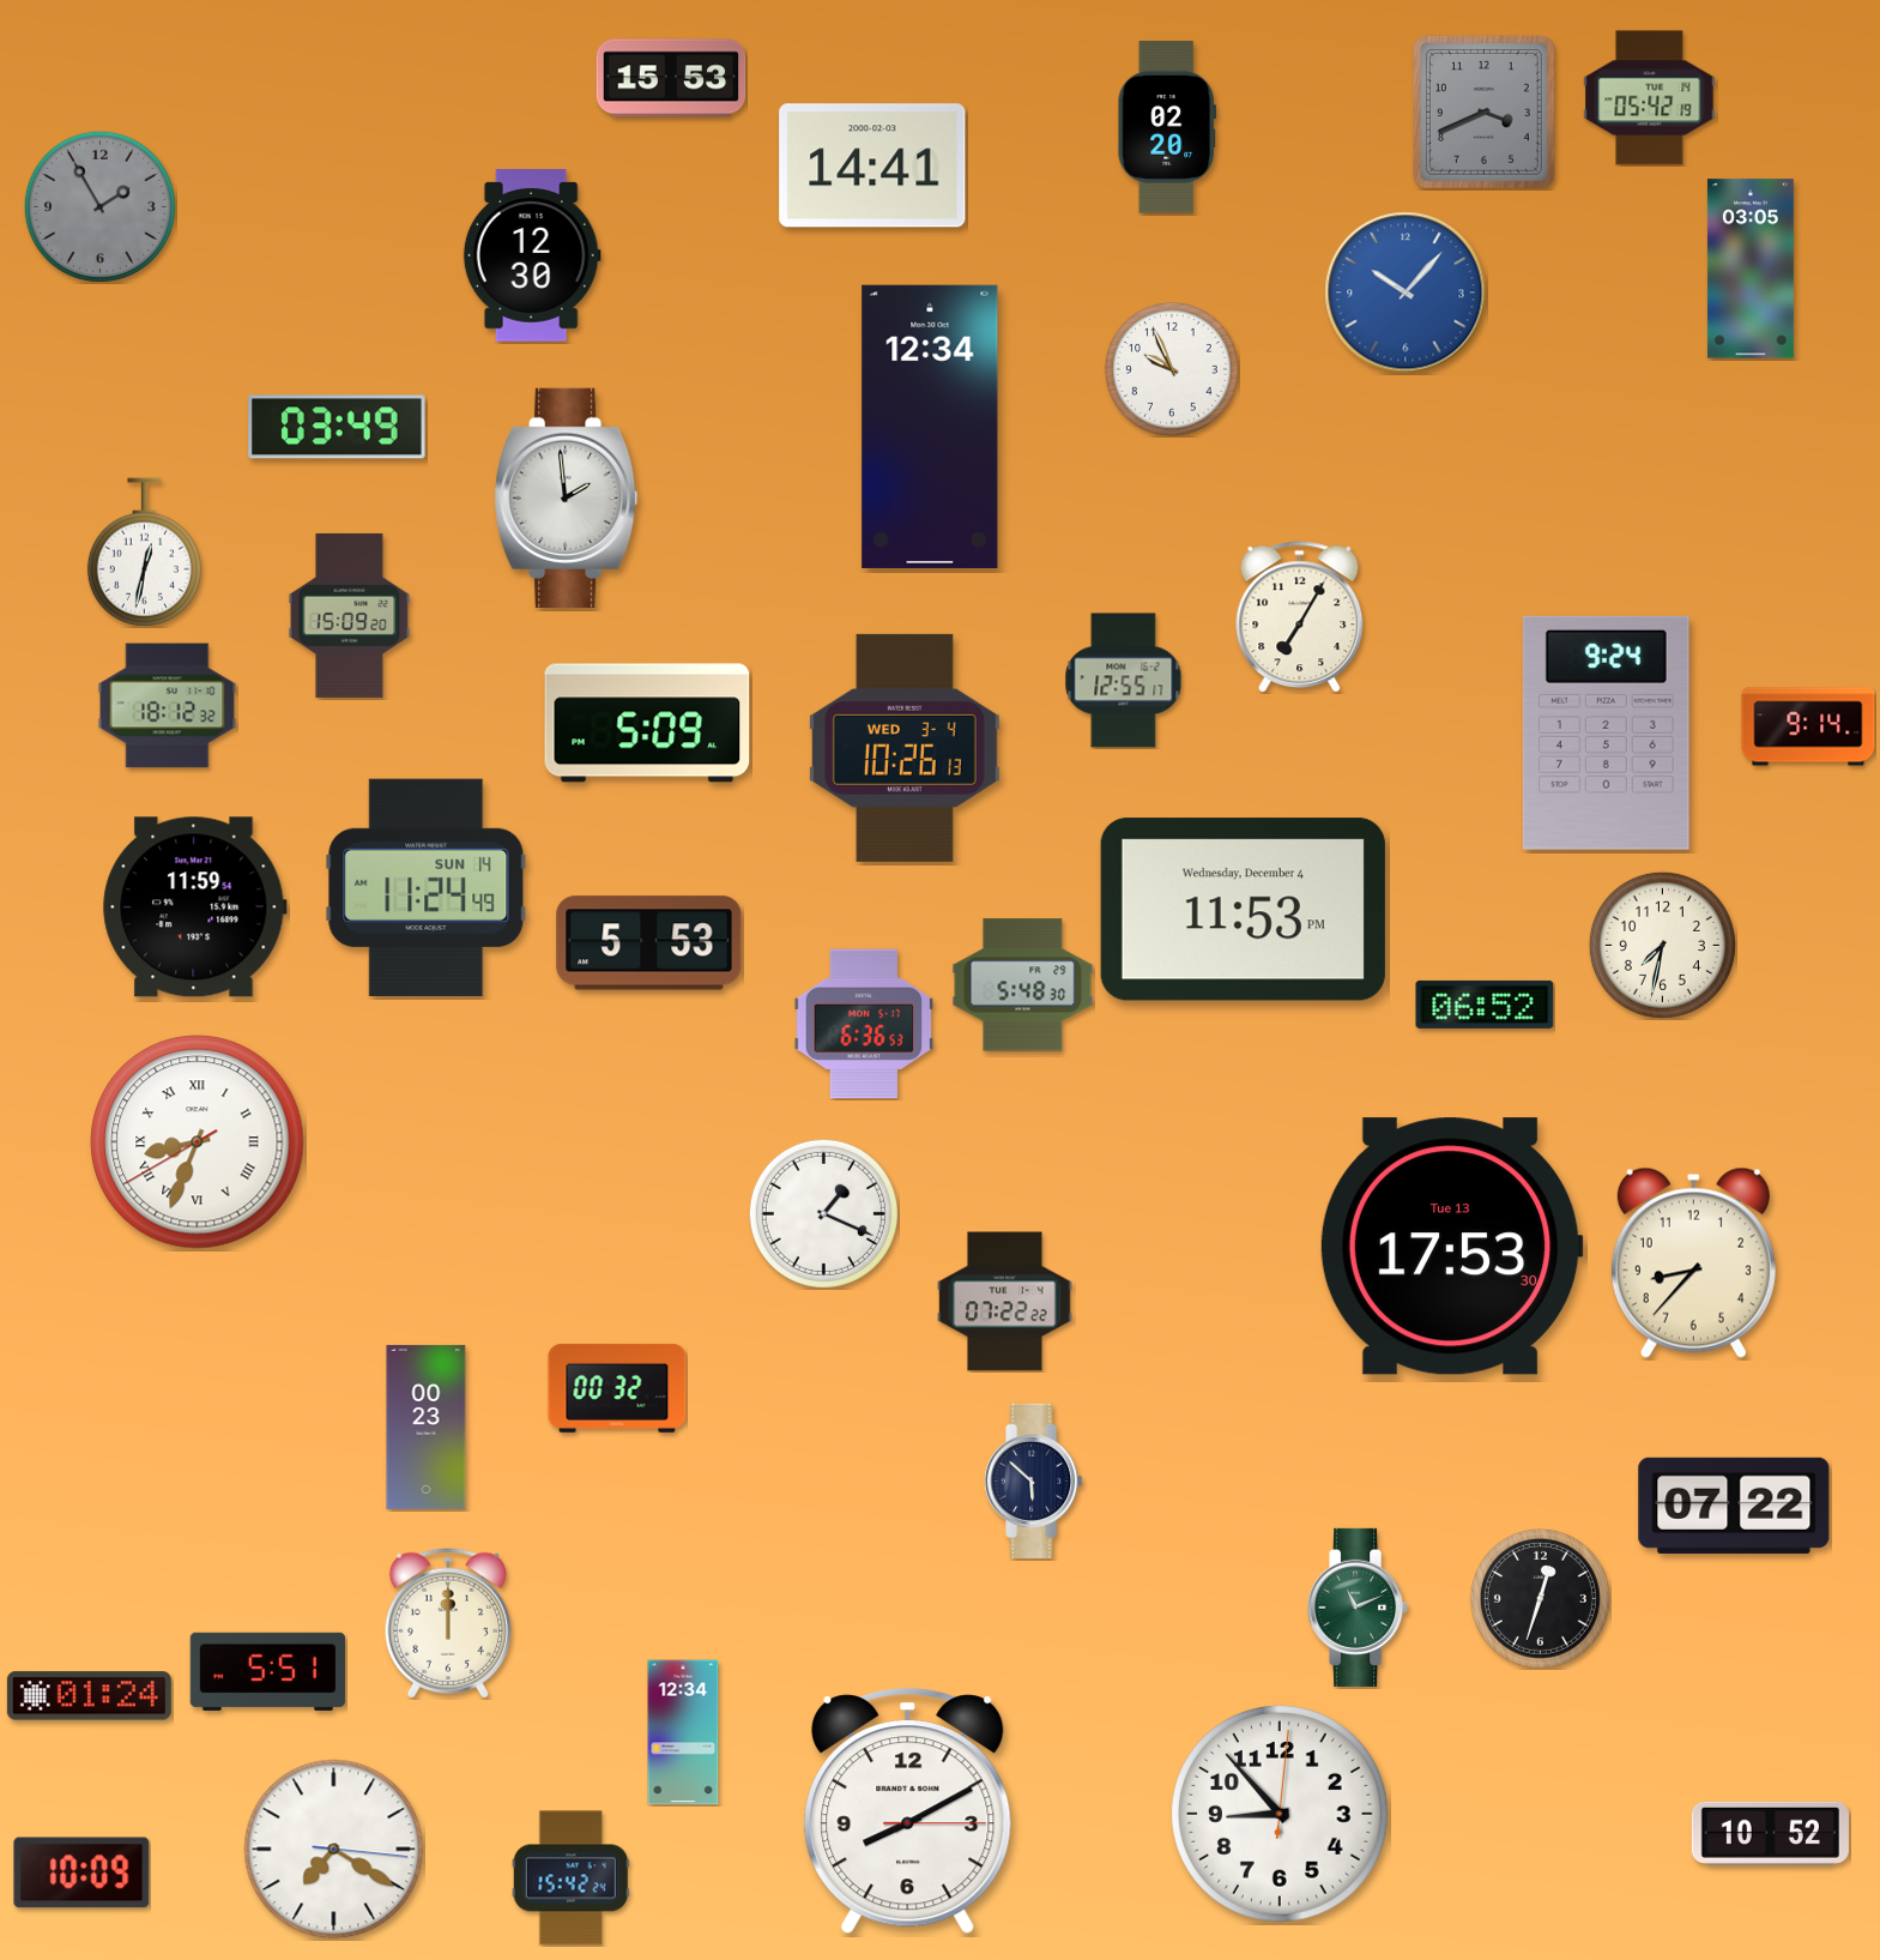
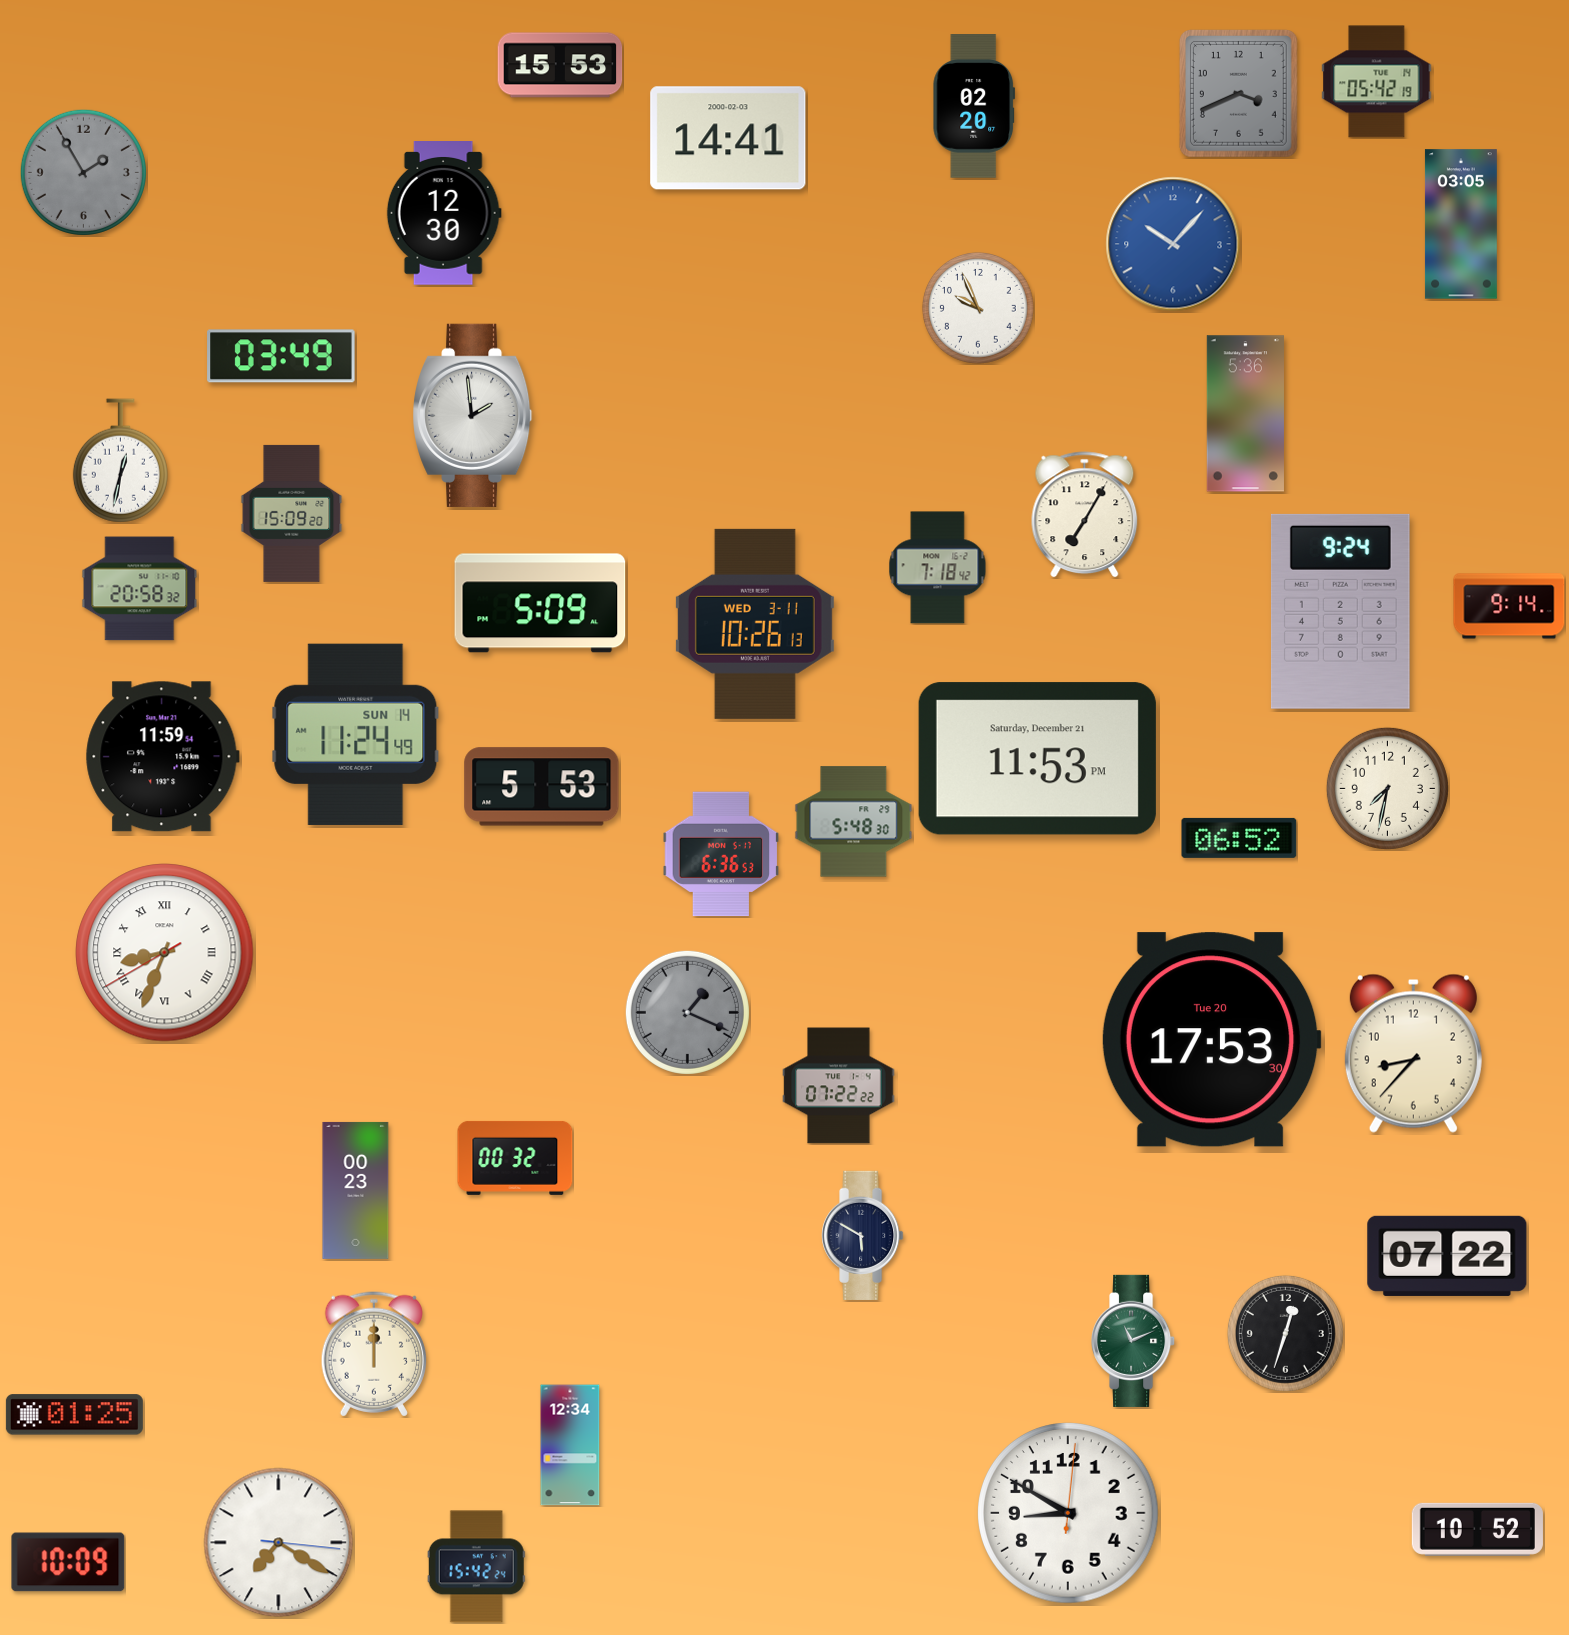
clock at (930, 427): 12:34 -> none
clock at (1245, 414): none -> 5:36
clock at (1124, 681): 12:55 -> 7:18
clock at (168, 706): 18:12 -> 20:58
clock at (905, 748) date: WED 3-4 -> WED 3-11
clock at (427, 887) position: (427, 887) -> (356, 734)
clock at (1243, 910) date: Wednesday, December 4 -> Saturday, December 21
clock at (823, 1213) dial: white -> grey
clock at (1451, 1247) date: Tue 13 -> Tue 20
clock at (1034, 1480): 5:52 -> 5:50
clock at (267, 1671): 5:51 -> none
clock at (89, 1696): 01:24 -> 01:25
clock at (908, 1811): 8:10 -> none
clock at (1280, 1814): 8:53 -> 8:50
